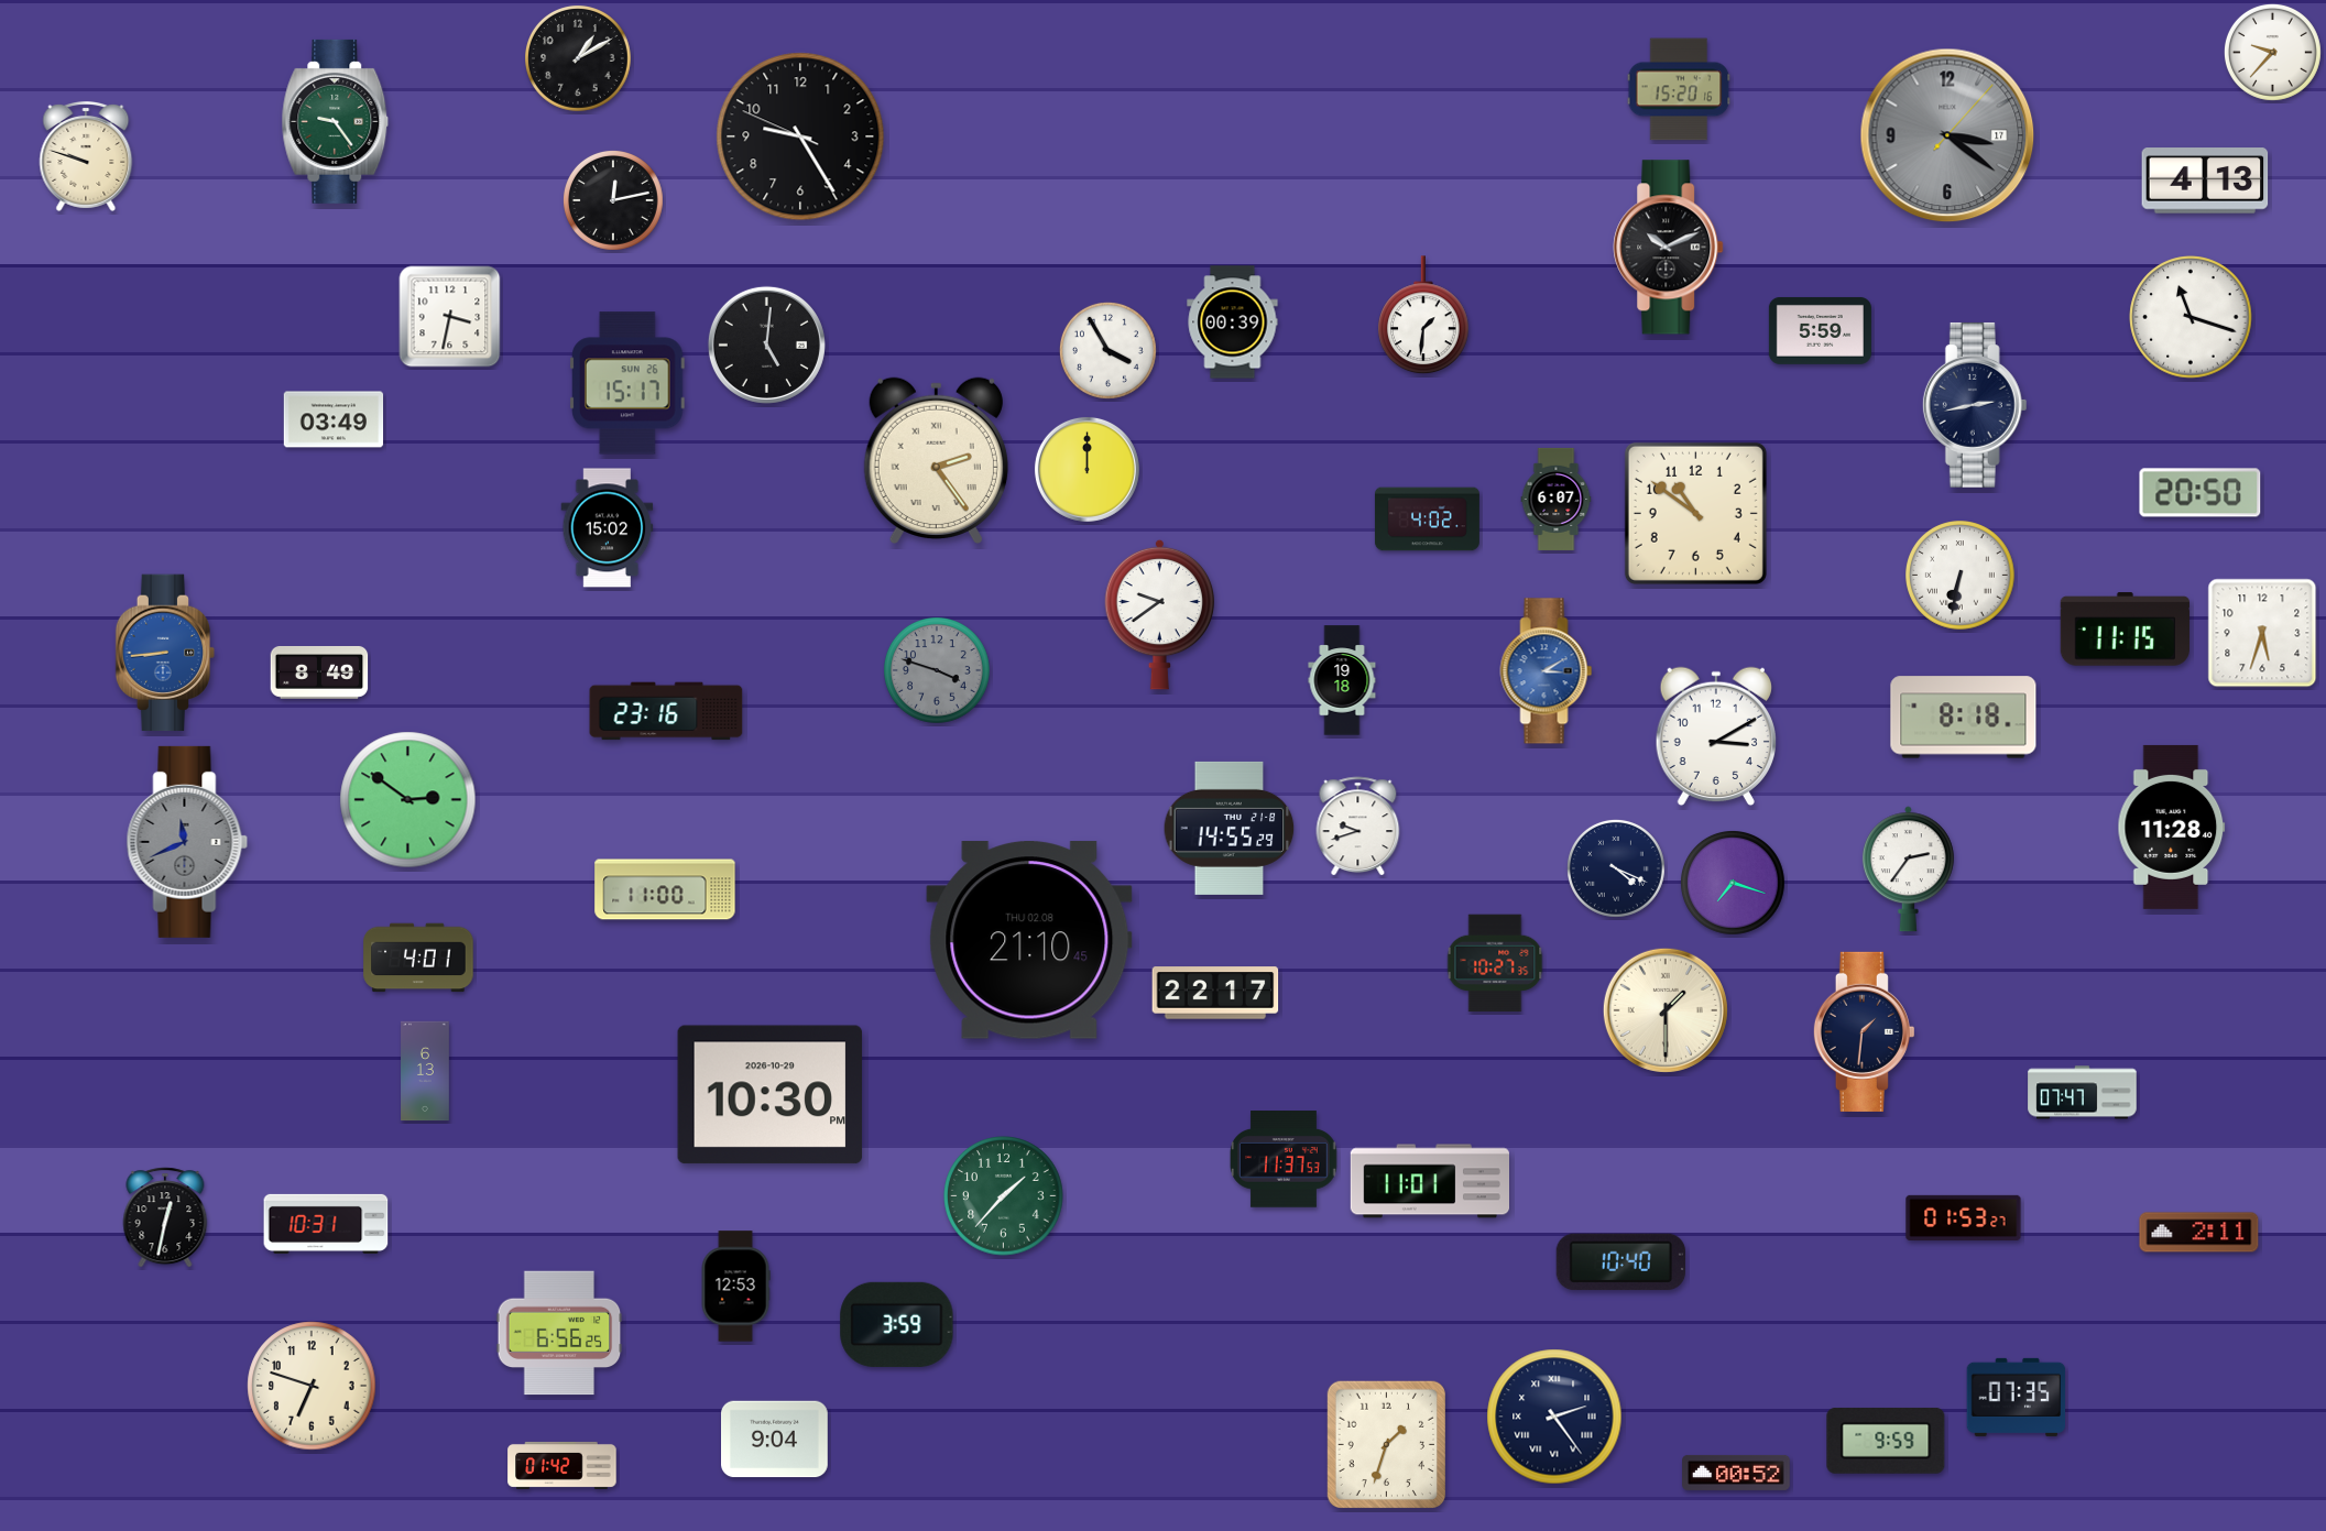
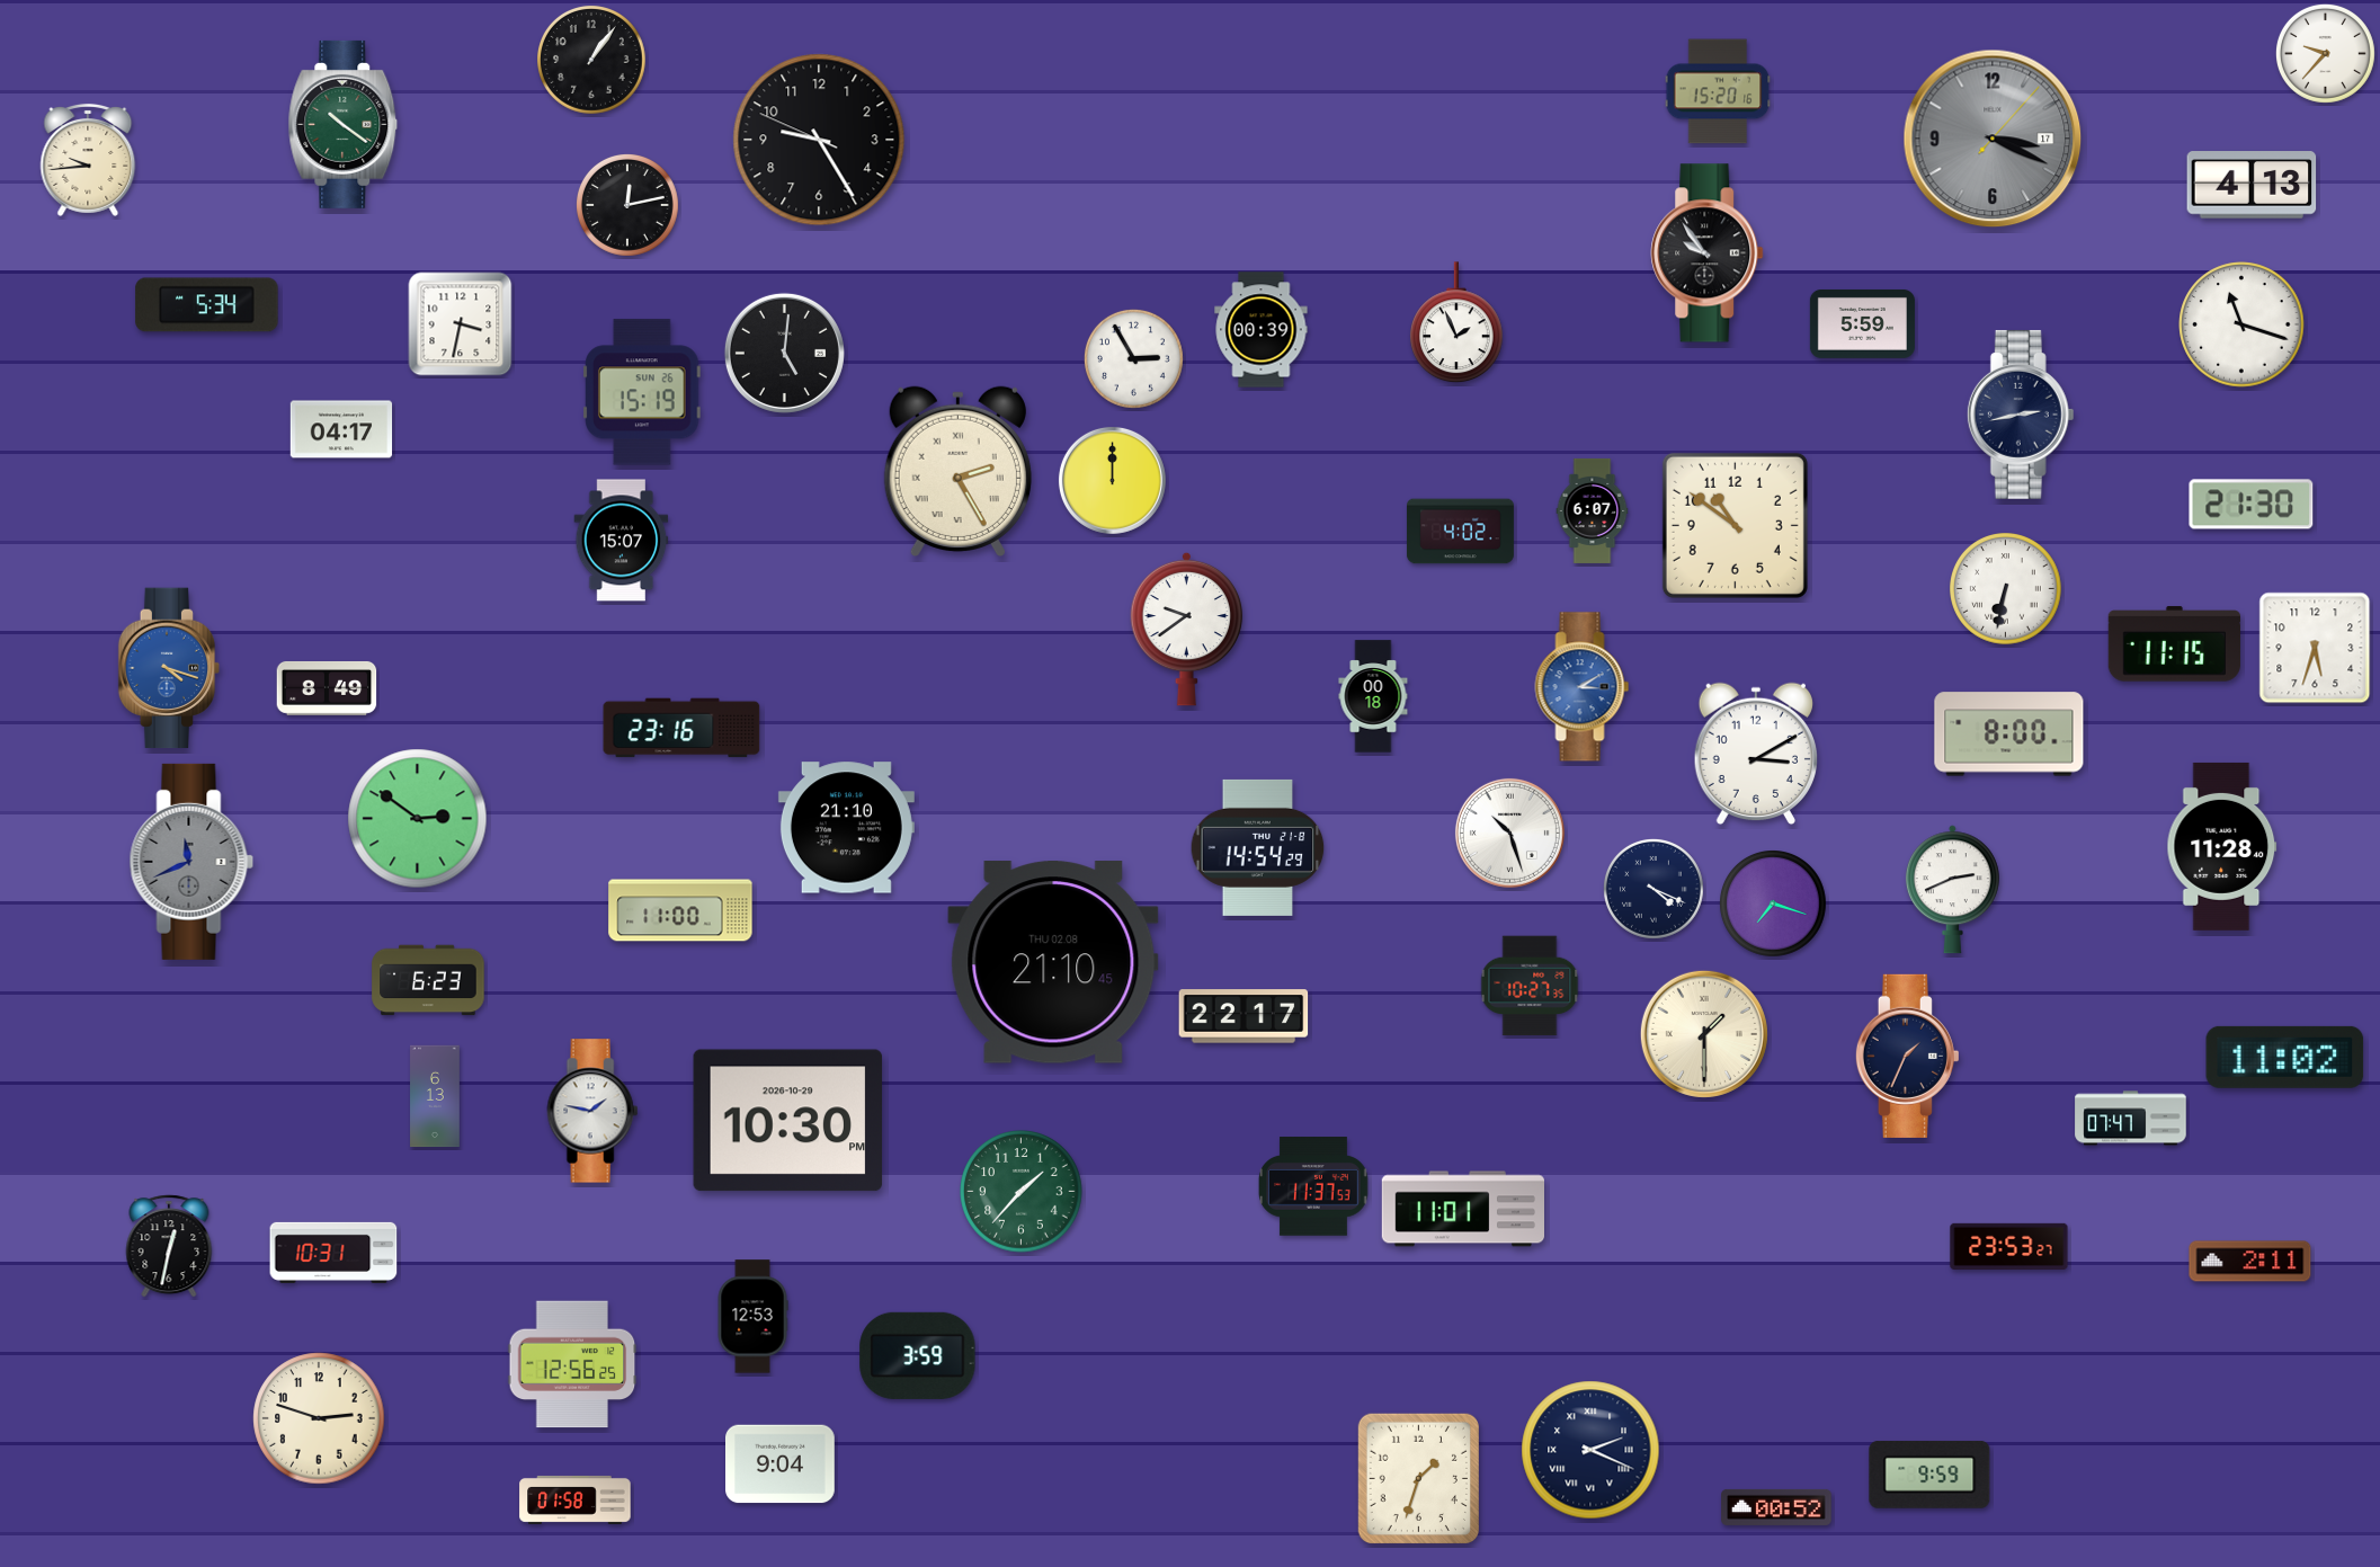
clock at (579, 59): 1:10 -> 1:06
clock at (336, 121): 9:24 -> 10:21
clock at (1947, 135): 3:21 -> 3:19
clock at (86, 156): 9:48 -> 9:44
clock at (2205, 181) position: (2205, 181) -> (2252, 185)
clock at (1669, 248): 10:11 -> 9:54
clock at (207, 305): none -> 5:34
clock at (1424, 316): 1:31 -> 1:56
clock at (1820, 330) position: (1820, 330) -> (1862, 323)
clock at (1107, 350): 3:55 -> 2:55
clock at (627, 383): 15:17 -> 15:19
clock at (334, 419): 03:49 -> 04:17
clock at (936, 460): 2:24 -> 2:25
clock at (2201, 493): 20:50 -> 21:30
clock at (608, 528): 15:02 -> 15:07
clock at (165, 653): 8:44 -> 4:18
clock at (938, 671): 3:48 -> none
clock at (1342, 680): 19:18 -> 00:18
clock at (1964, 718): 8:18 -> 8:00
clock at (846, 828): none -> 21:10
clock at (1509, 833): none -> 10:27
clock at (1358, 827): 9:42 -> none
clock at (1230, 828): 14:55 -> 14:54
clock at (1908, 870): 2:36 -> 2:41
clock at (418, 958): 4:01 -> 6:23
clock at (1864, 1031): 1:31 -> 1:34
clock at (2285, 1057): none -> 11:02
clock at (592, 1111): none -> 1:47
clock at (1004, 1196) position: (1004, 1196) -> (1022, 1192)
clock at (1964, 1217): 01:53 -> 23:53
clock at (1620, 1262): 10:40 -> none
clock at (559, 1333): 6:56 -> 12:56
clock at (312, 1386): 6:48 -> 2:48
clock at (2017, 1397): 07:35 -> none
clock at (1554, 1417): 2:24 -> 2:19
clock at (775, 1440) position: (775, 1440) -> (781, 1464)
clock at (563, 1465): 01:42 -> 01:58
